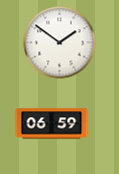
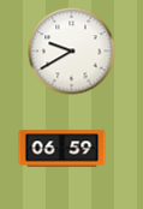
clock at (60, 43): 1:51 -> 9:40
